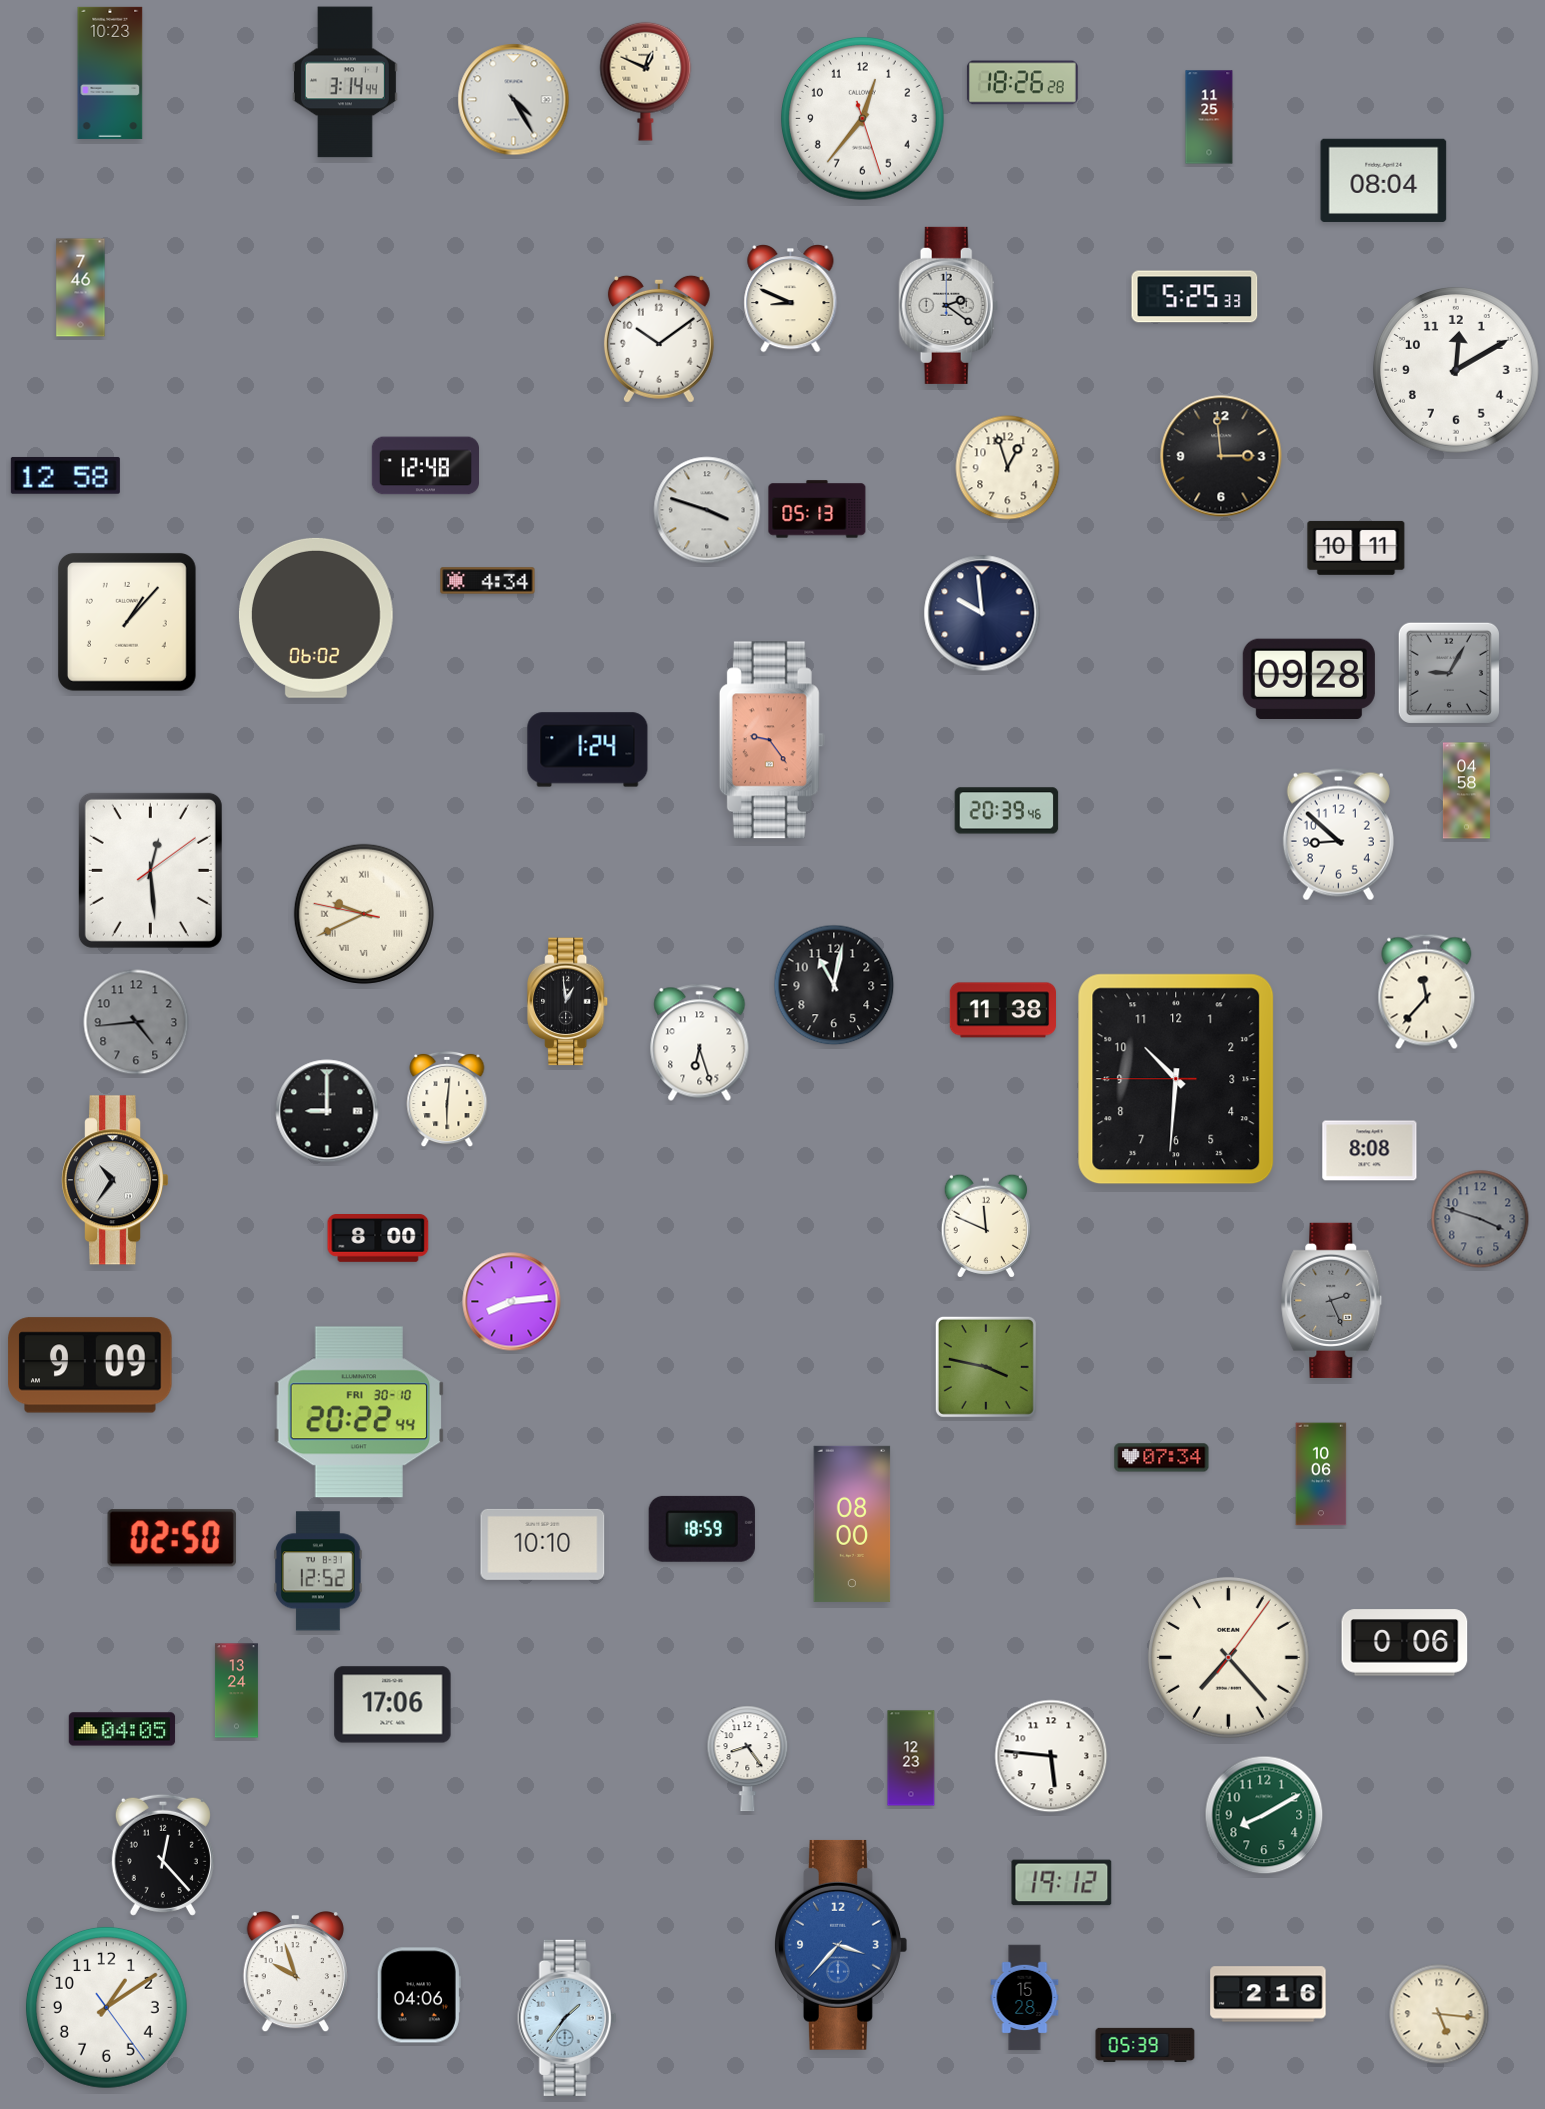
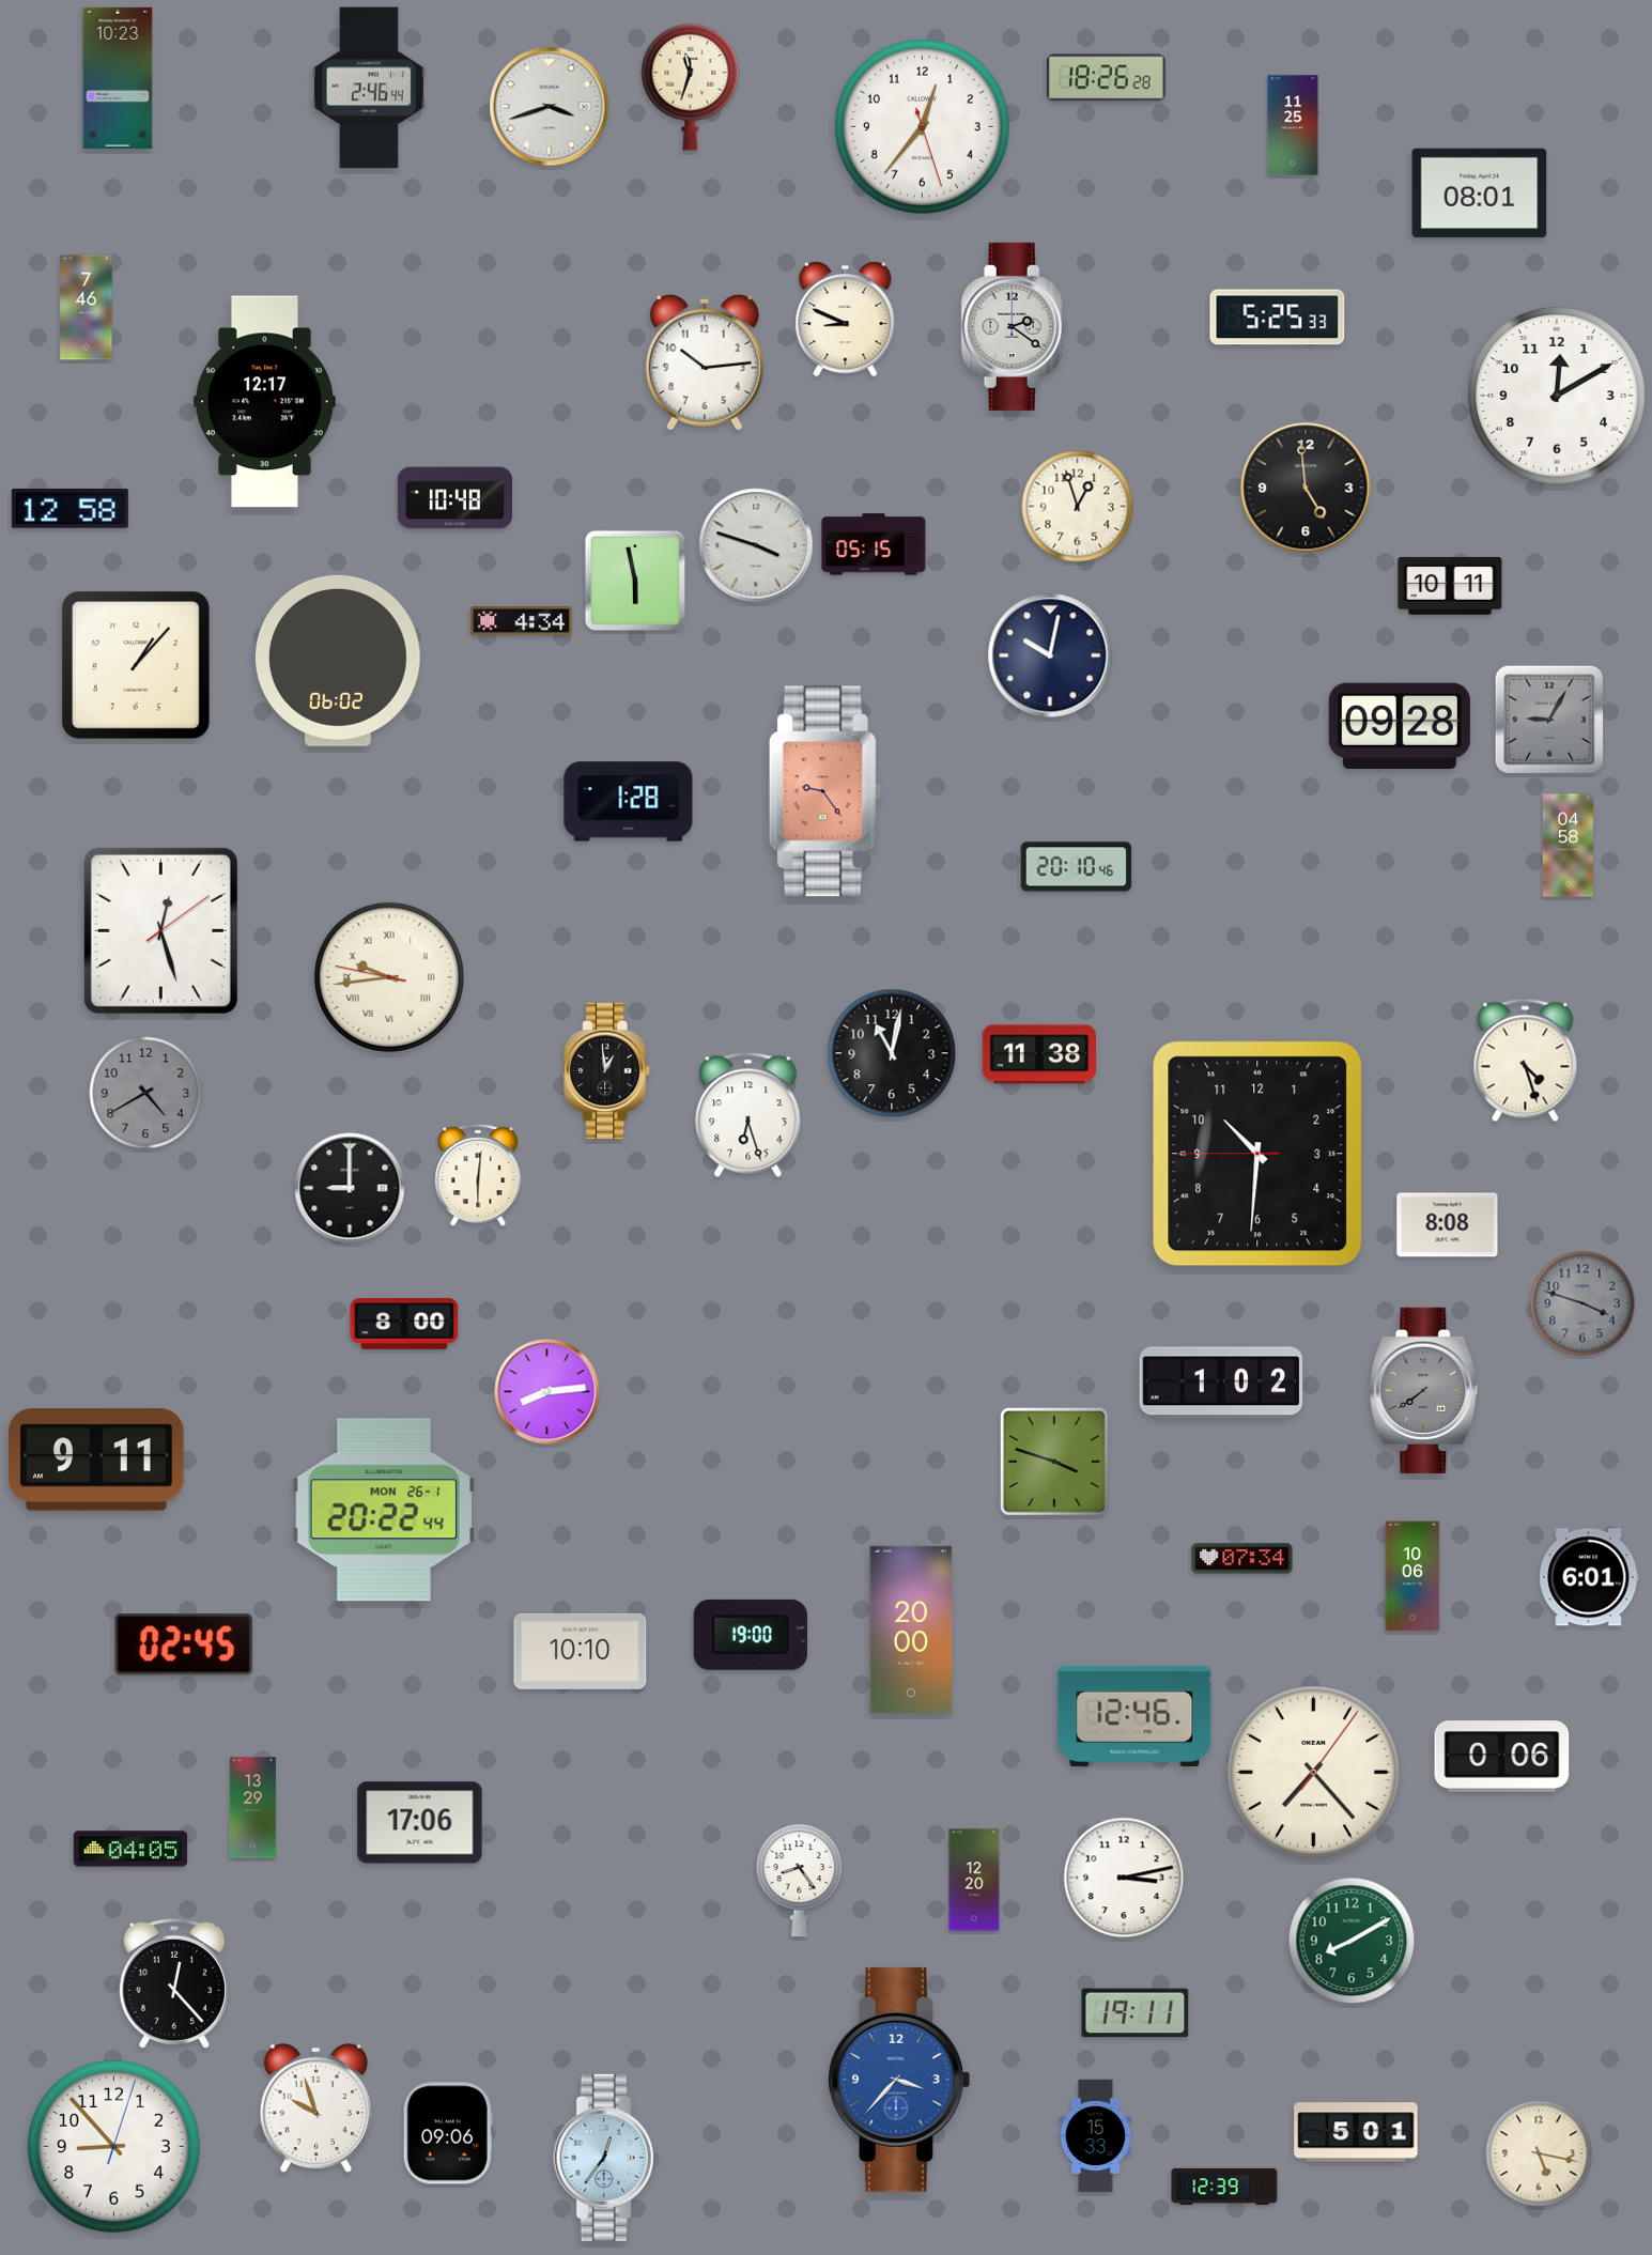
clock at (646, 81): 12:49 -> 11:33
clock at (345, 82): 3:14 -> 2:46
clock at (1022, 83) position: (1022, 83) -> (1106, 78)
clock at (514, 100): 4:25 -> 3:42
clock at (1384, 180): 08:04 -> 08:01
clock at (659, 339): 10:09 -> 10:14
clock at (265, 402): none -> 12:17
clock at (1221, 456): 2:59 -> 4:59
clock at (425, 466): 12:48 -> 10:48
clock at (1008, 468) position: (1008, 468) -> (1078, 507)
clock at (817, 509): 05:13 -> 05:15
clock at (635, 581): none -> 5:58
clock at (982, 613): 9:59 -> 10:02
clock at (588, 750): 1:24 -> 1:28
clock at (1007, 811): 20:39 -> 20:10
clock at (1338, 835): 8:52 -> none
clock at (150, 870): 12:29 -> 12:27
clock at (364, 914): 9:40 -> 9:43
clock at (1427, 992): 11:37 -> 4:27
clock at (1002, 1010) position: (1002, 1010) -> (1038, 1054)
clock at (136, 1022): 4:44 -> 4:40
clock at (1370, 1151) position: (1370, 1151) -> (1448, 1225)
clock at (116, 1180): 10:36 -> none
clock at (986, 1226): 11:49 -> none
clock at (1221, 1383): none -> 1:02
clock at (1332, 1300): 2:26 -> 7:39
clock at (90, 1365): 9:09 -> 9:11
clock at (986, 1367): 3:47 -> 3:48
clock at (359, 1412) date: FRI 30-10 -> MON 26-1
clock at (1589, 1577): none -> 6:01
clock at (852, 1524): 08:00 -> 20:00
clock at (702, 1529): 18:59 -> 19:00
clock at (172, 1538): 02:50 -> 02:45
clock at (319, 1571): 12:52 -> none
clock at (1134, 1716): none -> 12:46
clock at (236, 1691): 13:24 -> 13:29
clock at (1051, 1756): 5:46 -> 3:13
clock at (911, 1758): 12:23 -> 12:20
clock at (1062, 1883): 19:12 -> 19:11
clock at (1268, 1994): 2:16 -> 5:01
clock at (419, 1995): 04:06 -> 09:06
clock at (1025, 1998): 15:28 -> 15:33
clock at (106, 2007): 1:09 -> 8:53
clock at (1439, 2014): 5:16 -> 5:17
clock at (567, 2018): 1:36 -> 12:36
clock at (1145, 2045): 05:39 -> 12:39
